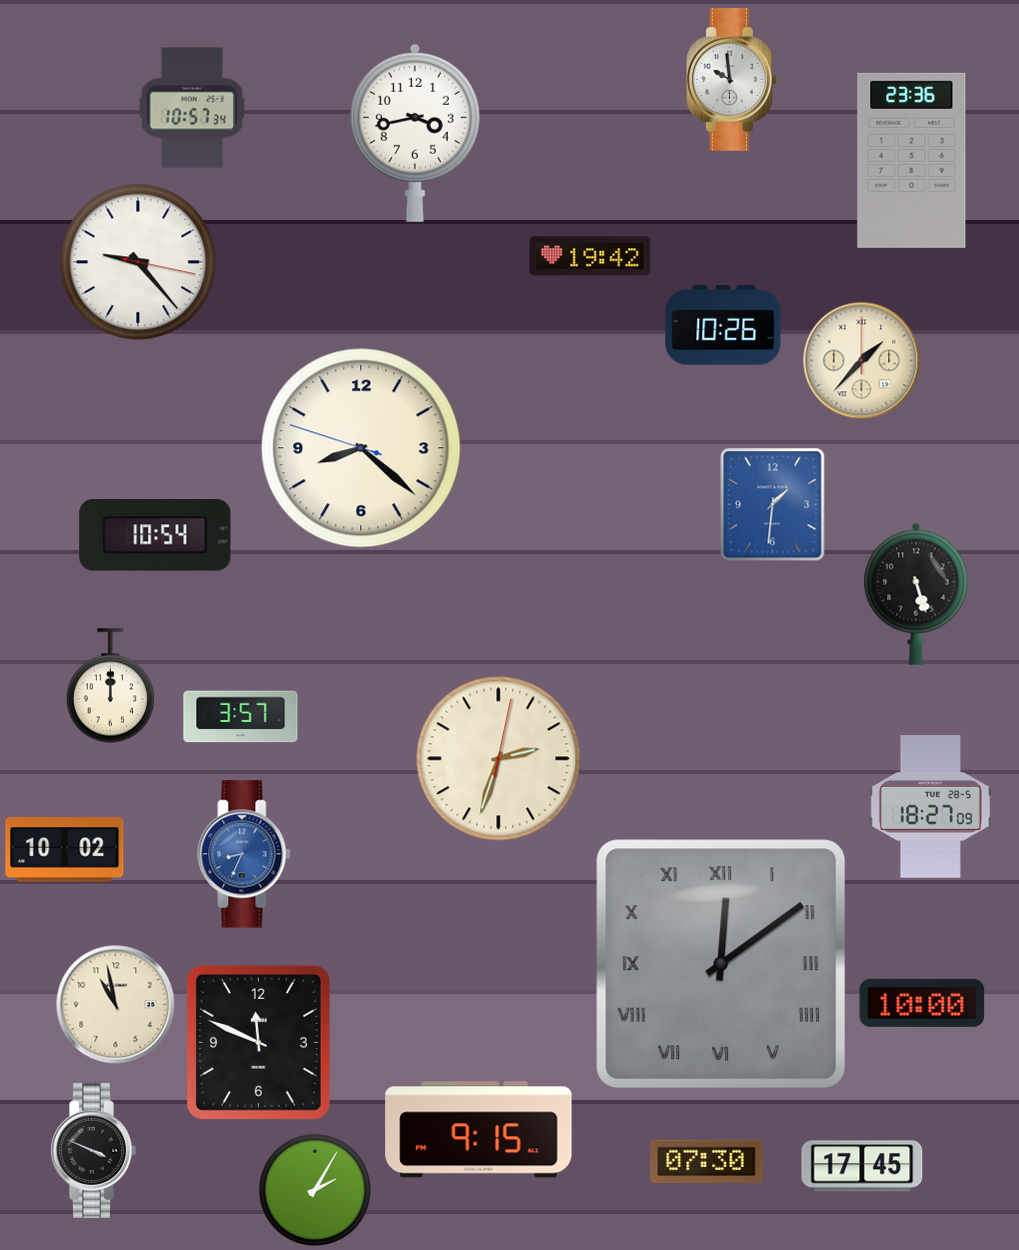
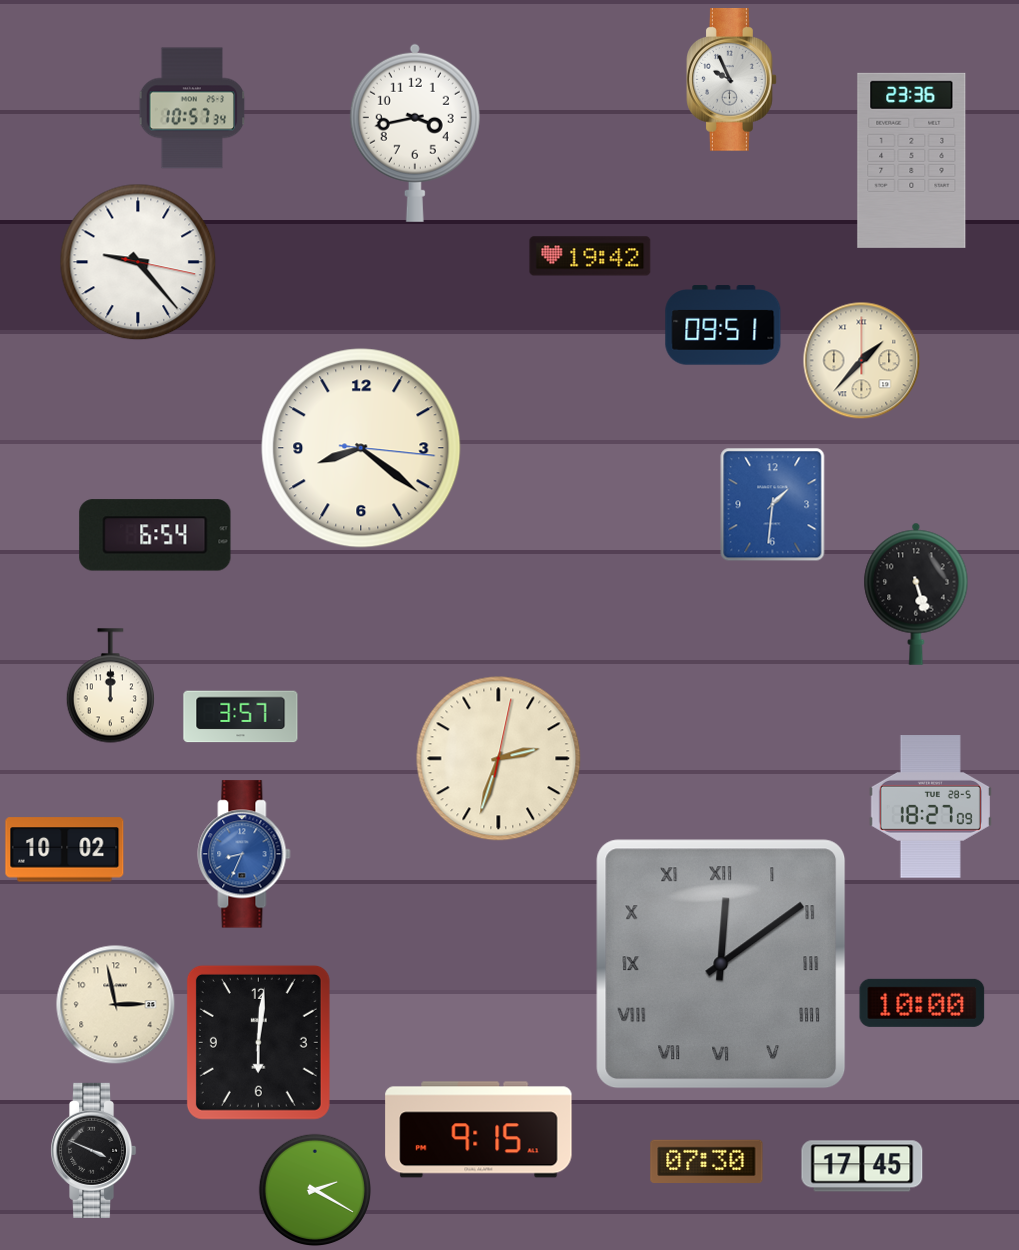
clock at (732, 80): 9:59 -> 9:56
clock at (723, 325): 10:26 -> 09:51
clock at (361, 448): 8:21:48 -> 8:21:16
clock at (155, 535): 10:54 -> 6:54
clock at (116, 1005): 10:58 -> 2:58
clock at (258, 1042): 11:49 -> 6:01
clock at (314, 1189): 2:05 -> 2:20
